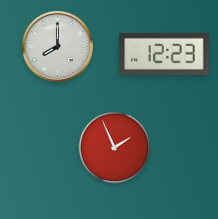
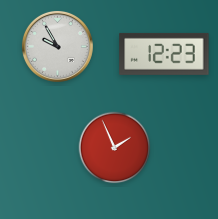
clock at (57, 46): 8:00 -> 9:55
